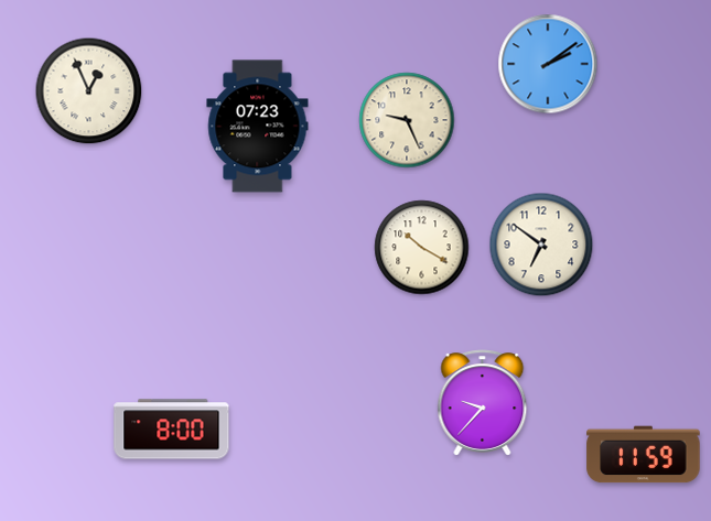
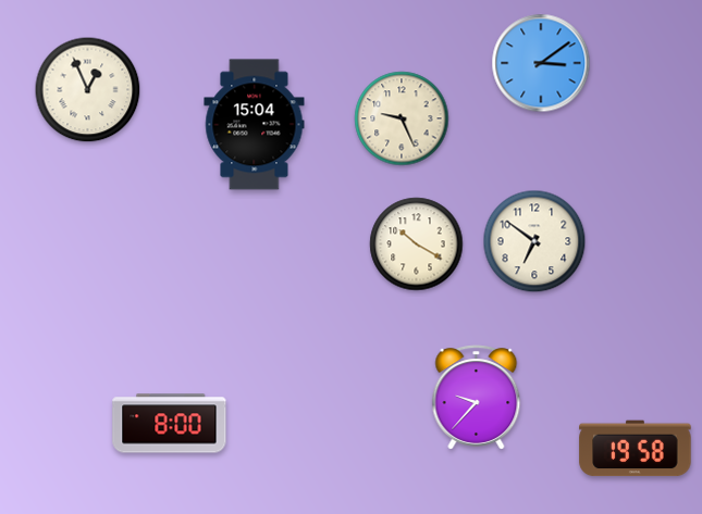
clock at (548, 64): 2:09 -> 3:09
clock at (258, 127): 07:23 -> 15:04
clock at (644, 455): 11:59 -> 19:58
